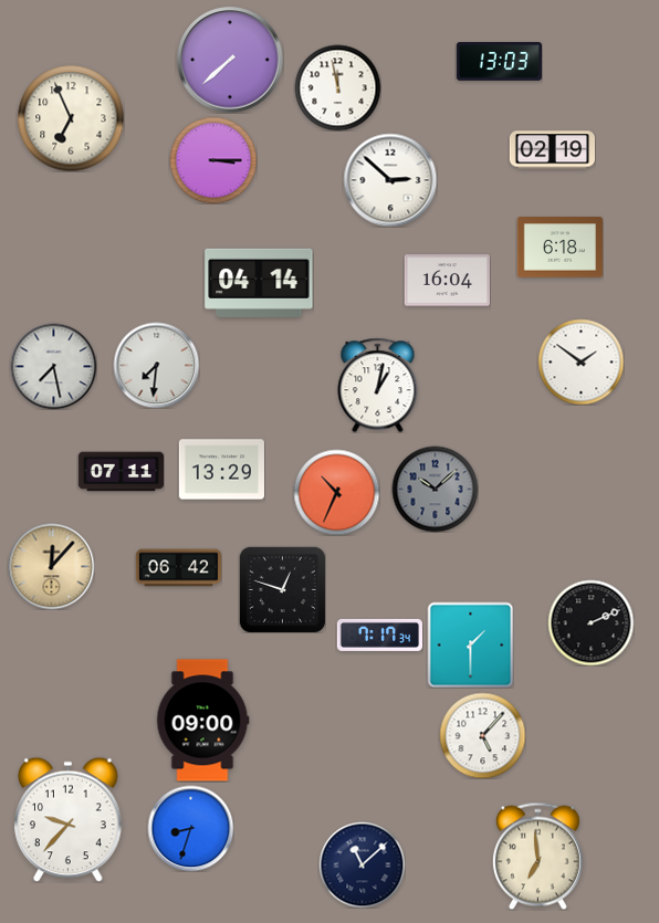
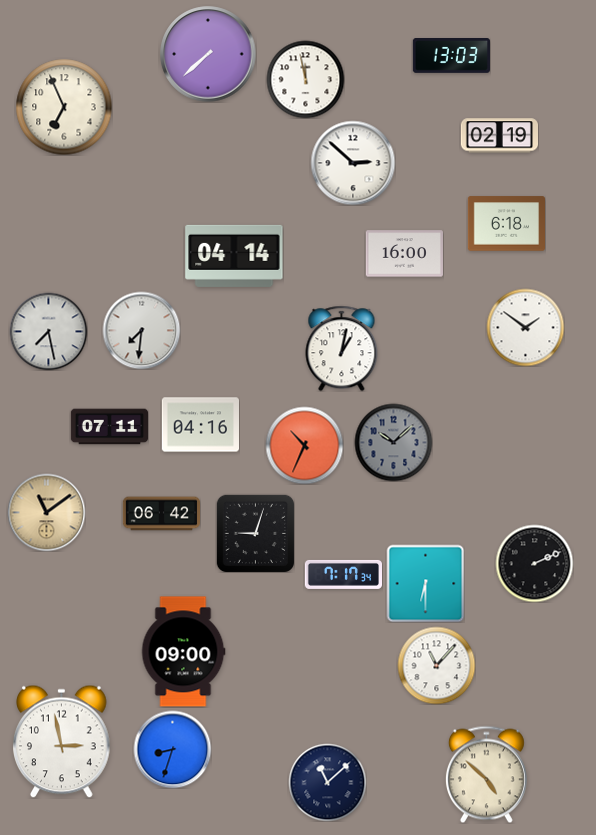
clock at (213, 160): 3:15 -> none
clock at (447, 281): 16:04 -> 16:00
clock at (221, 470): 13:29 -> 04:16
clock at (51, 566): 12:07 -> 11:09
clock at (282, 589): 12:48 -> 9:03
clock at (470, 644): 1:30 -> 6:30
clock at (482, 735): 5:07 -> 11:07
clock at (69, 819): 9:37 -> 2:58
clock at (537, 856): 6:59 -> 4:52
